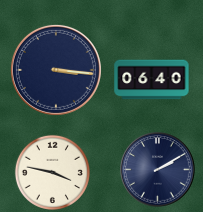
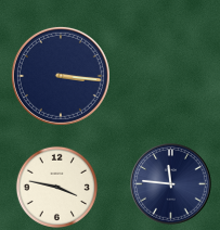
clock at (152, 80): 06:40 -> none
clock at (158, 170): 2:10 -> 11:46
